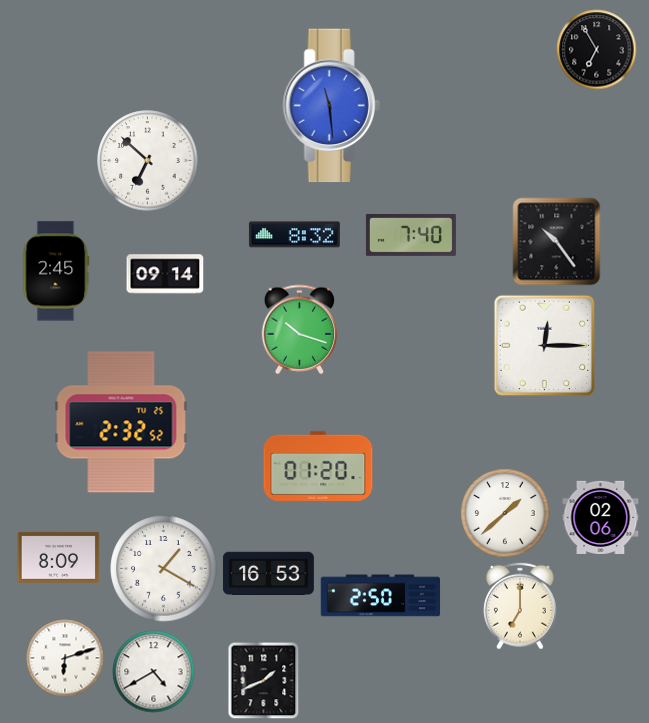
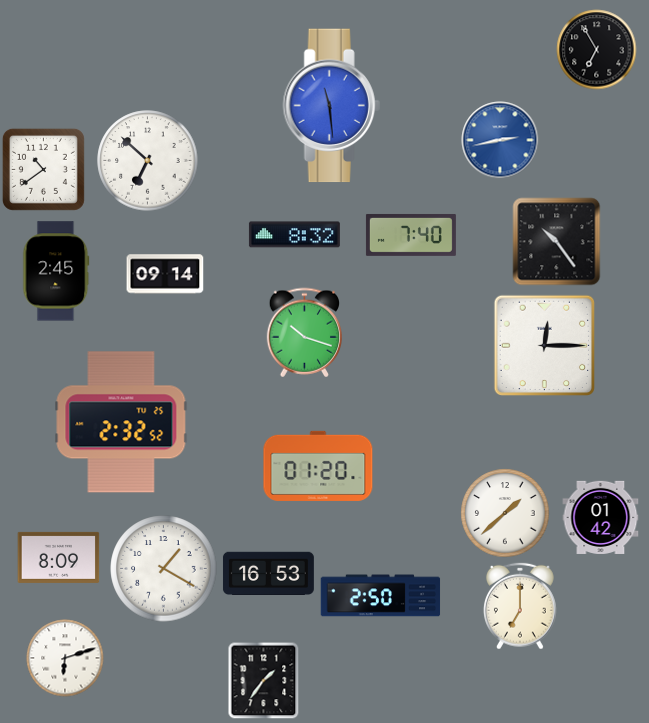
clock at (500, 140): none -> 2:43
clock at (43, 169): none -> 10:39
clock at (299, 330) position: (299, 330) -> (304, 333)
clock at (601, 517): 02:06 -> 01:42
clock at (154, 672): 4:40 -> none
clock at (264, 680): 1:41 -> 1:36
